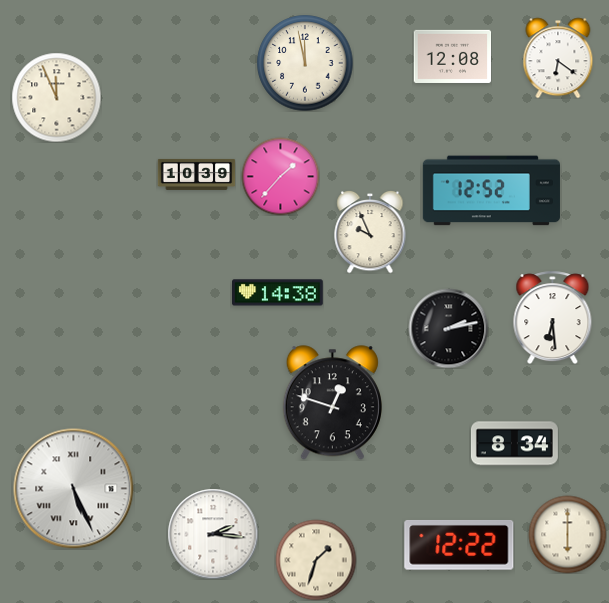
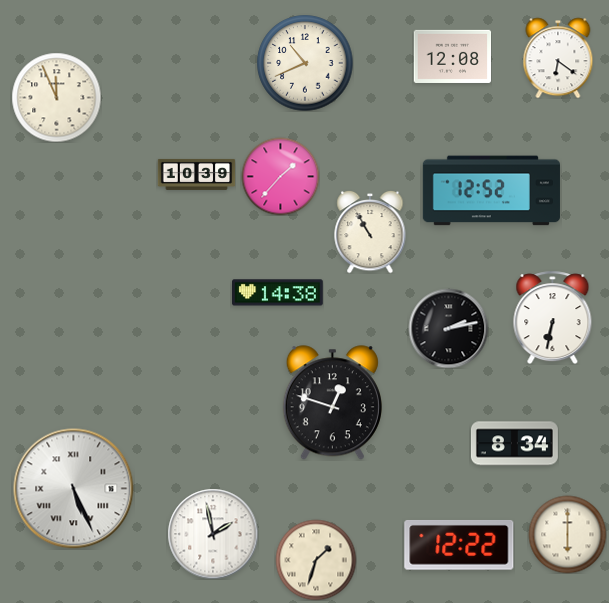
clock at (305, 63): 11:58 -> 10:41
clock at (370, 232): 9:56 -> 10:55
clock at (553, 317): 6:29 -> 6:32
clock at (213, 534): 2:16 -> 1:58
